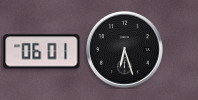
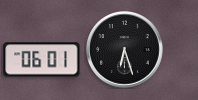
clock at (42, 52) position: (42, 52) -> (42, 60)
